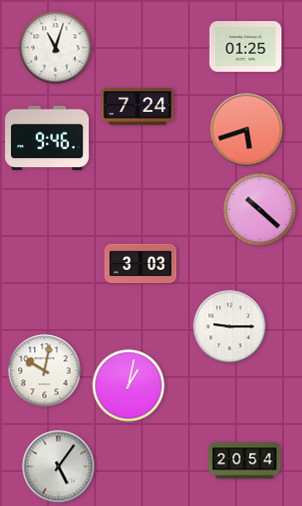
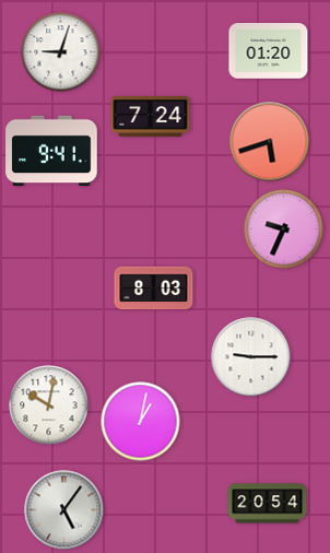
clock at (246, 47): 01:25 -> 01:20
clock at (56, 48): 11:03 -> 9:03
clock at (47, 138): 9:46 -> 9:41
clock at (260, 210): 10:22 -> 9:34
clock at (141, 264): 3:03 -> 8:03
